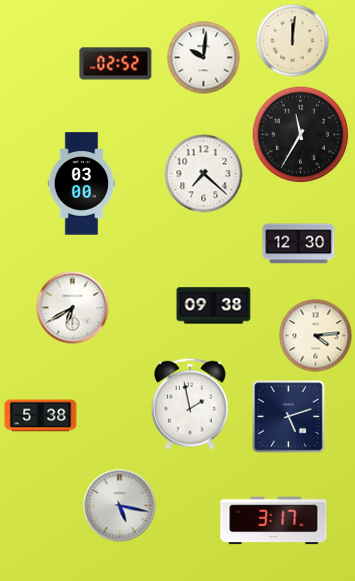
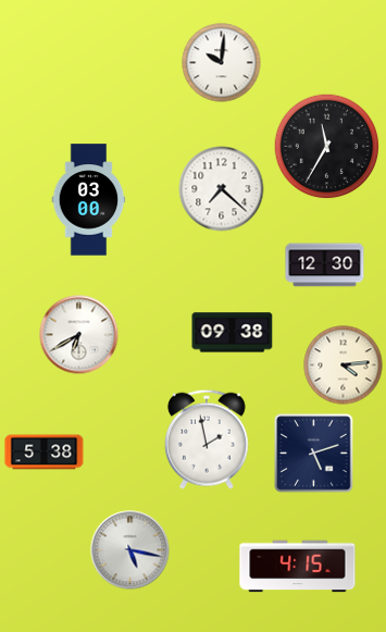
clock at (293, 41): 12:01 -> none
clock at (116, 64): 02:52 -> none
clock at (274, 521): 3:17 -> 4:15
